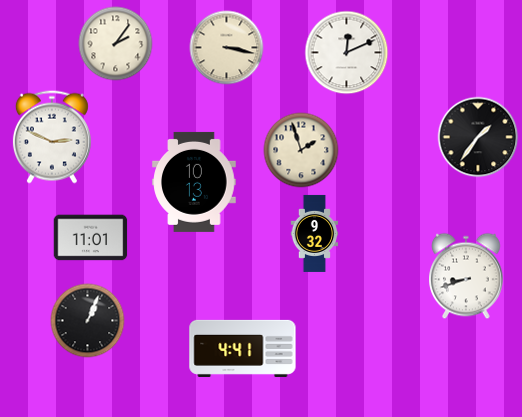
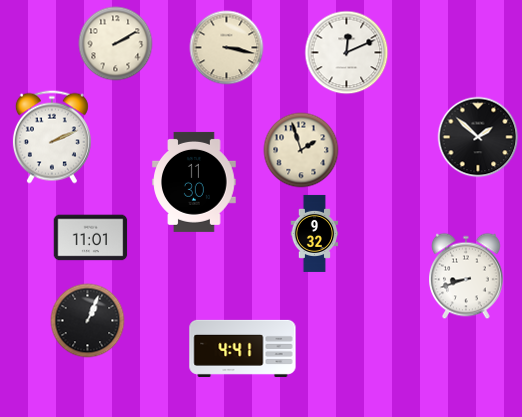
clock at (116, 44): 2:06 -> 2:10
clock at (52, 137): 2:49 -> 2:11
clock at (478, 137): 1:36 -> 1:52
clock at (194, 182): 10:13 -> 11:30
